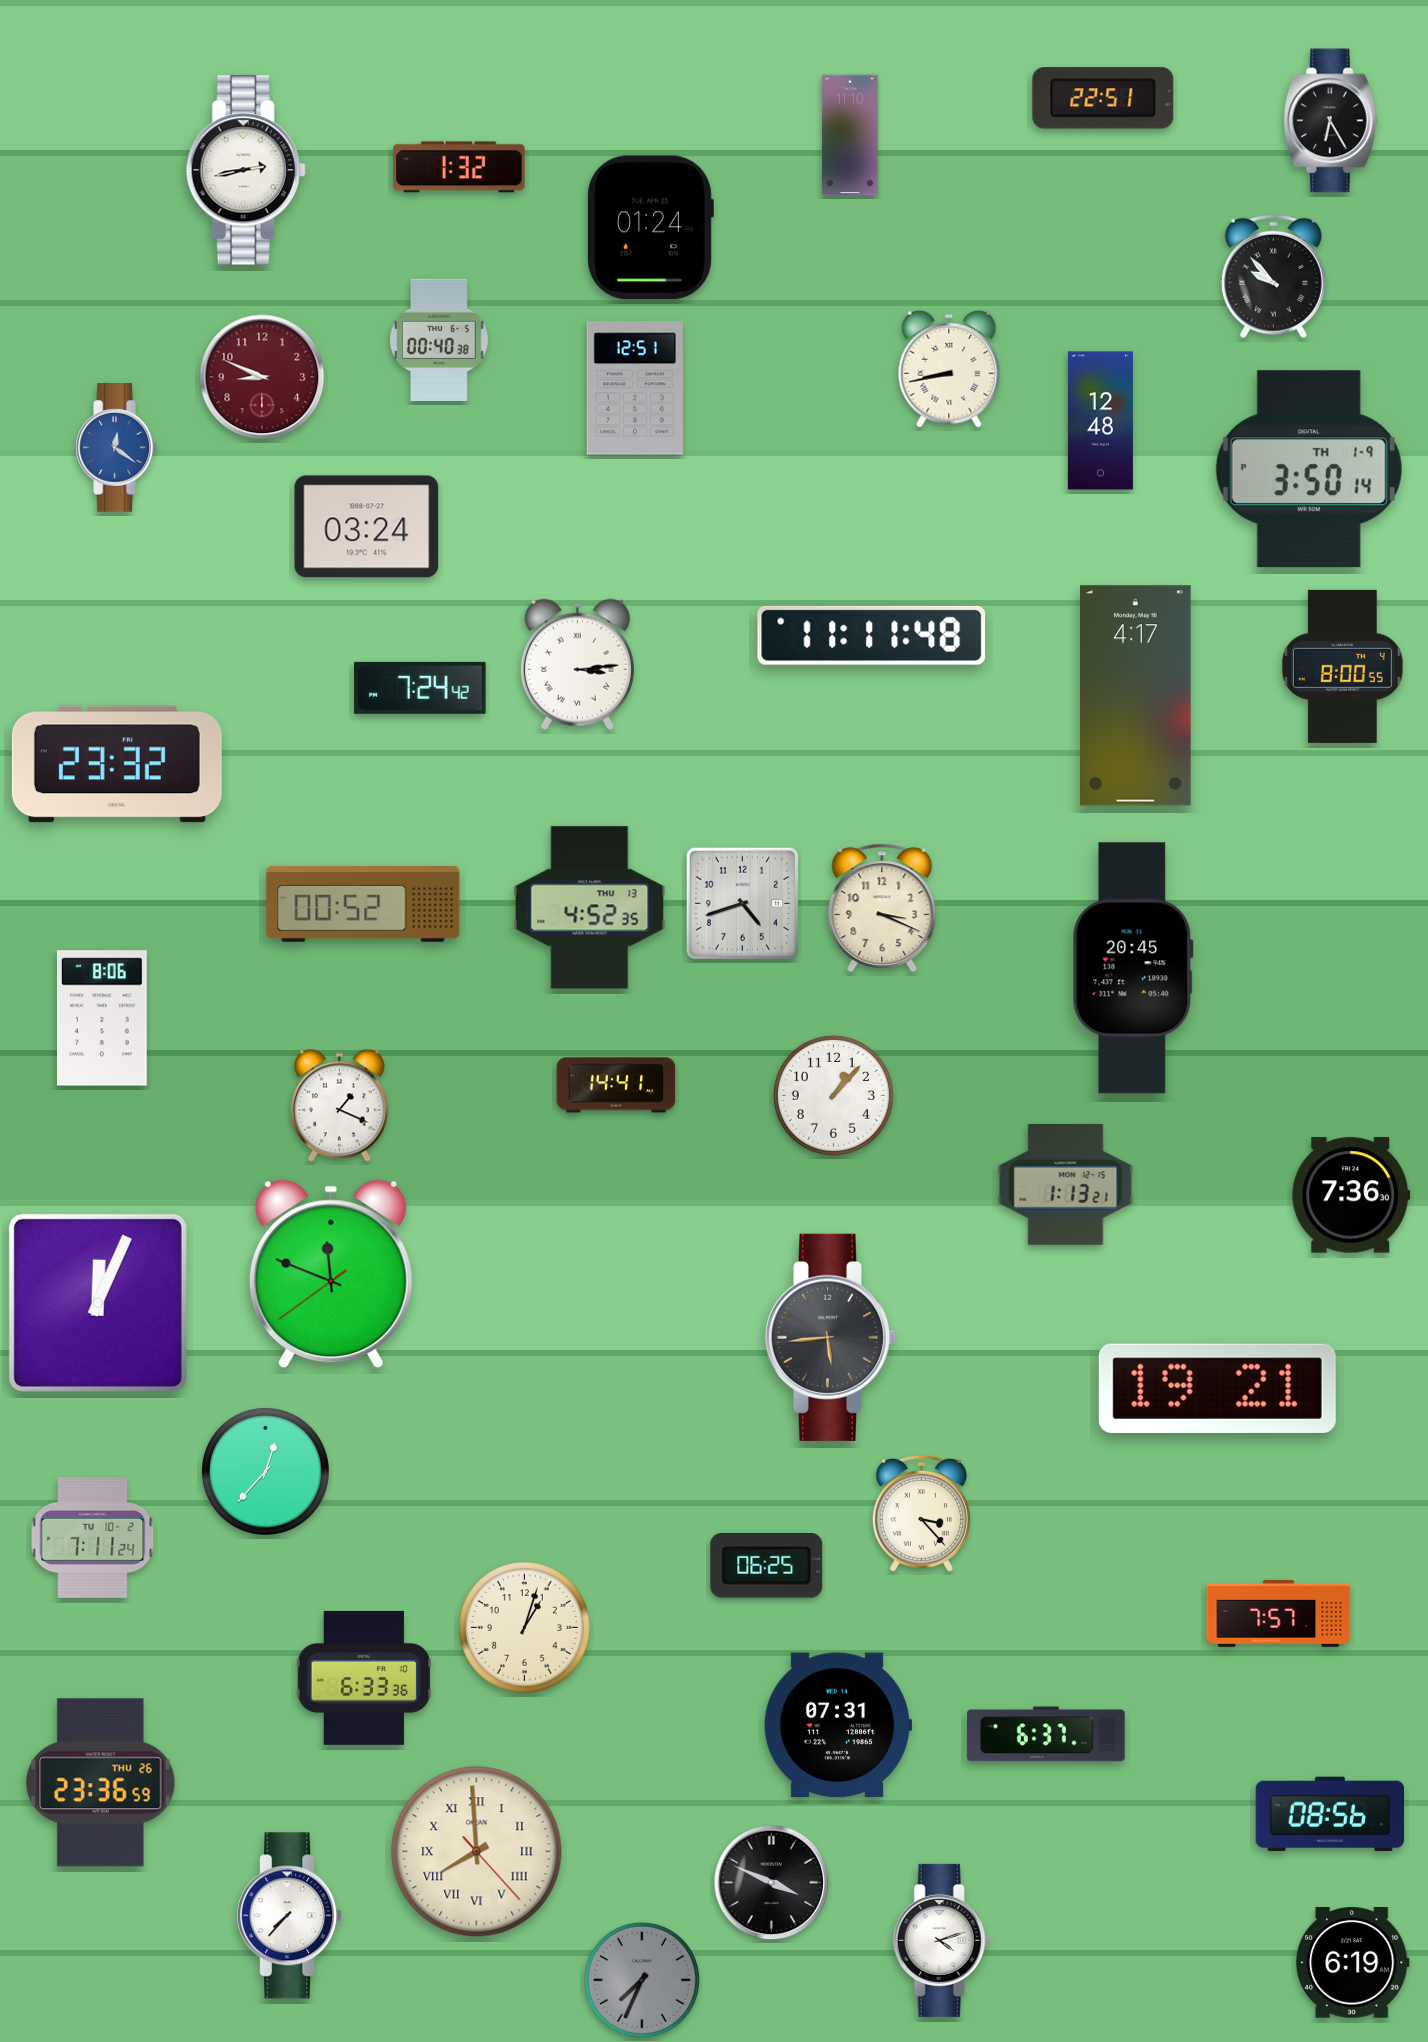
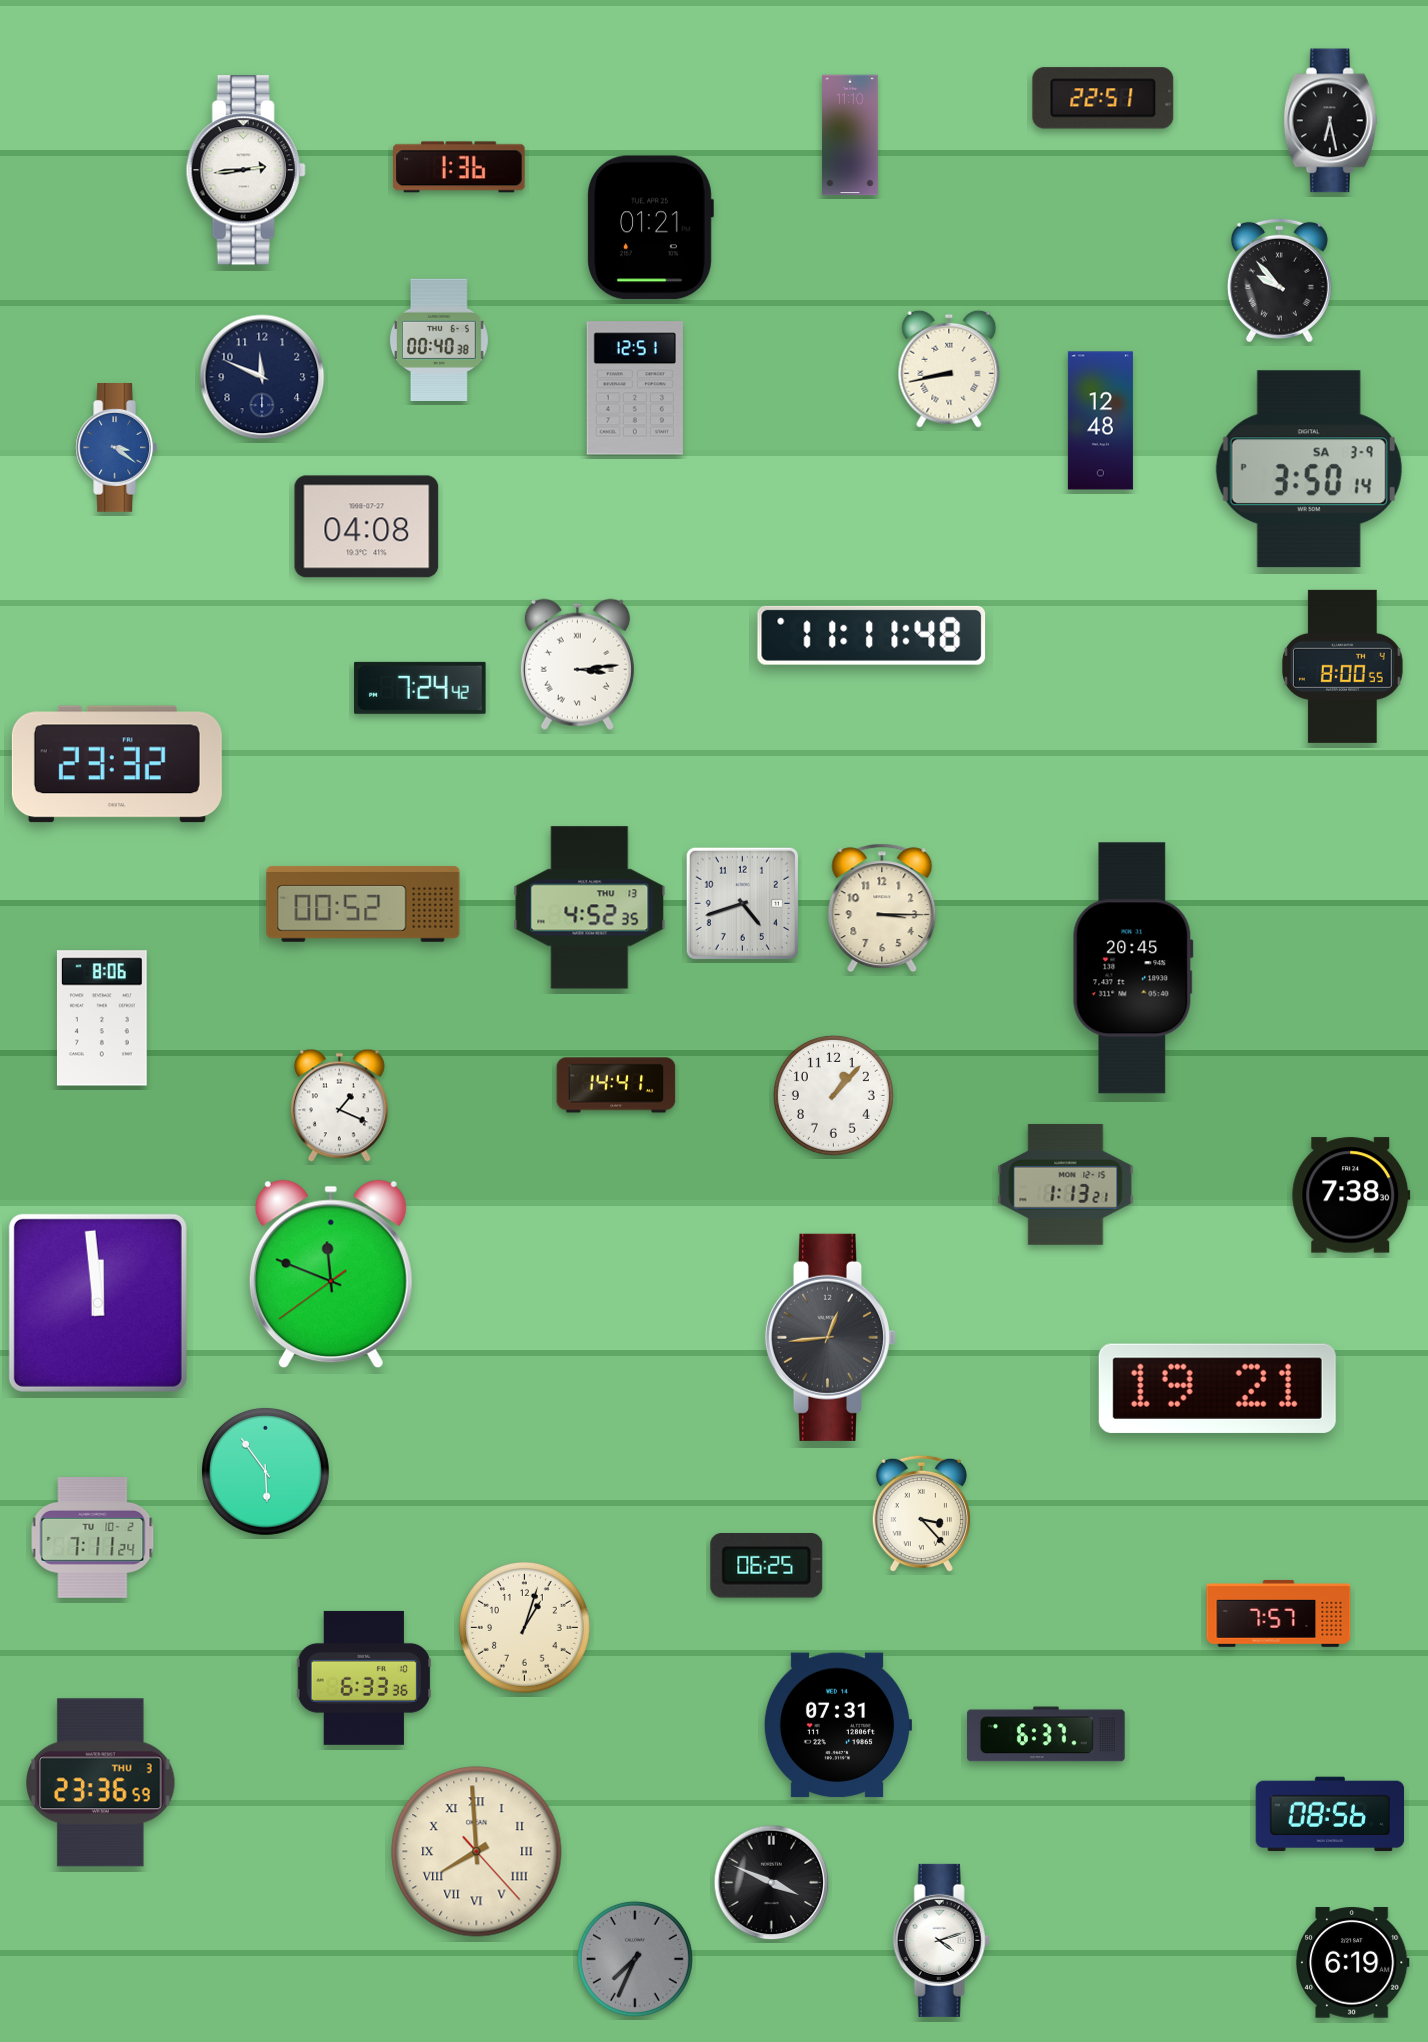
clock at (1330, 121): 6:25 -> 6:28
clock at (459, 167): 1:32 -> 1:36
clock at (246, 170): 2:43 -> 2:44
clock at (650, 228): 01:24 -> 01:21
clock at (1273, 276) position: (1273, 276) -> (1279, 280)
clock at (262, 377): 8:49 -> 11:49
clock at (262, 377) dial: burgundy -> navy
clock at (117, 448): 12:21 -> 3:21
clock at (1309, 469) date: TH 1-9 -> SA 3-9
clock at (367, 527): 03:24 -> 04:08
clock at (1136, 696): 4:17 -> none
clock at (882, 908): 3:19 -> 3:15
clock at (1351, 1195): 7:36 -> 7:38
clock at (98, 1303): 12:04 -> 11:59
clock at (830, 1337): 5:44 -> 12:44
clock at (265, 1471): 12:37 -> 5:54
clock at (101, 1783) date: THU 26 -> THU 3
clock at (290, 1916): 7:37 -> none
clock at (642, 1980) position: (642, 1980) -> (635, 1959)
